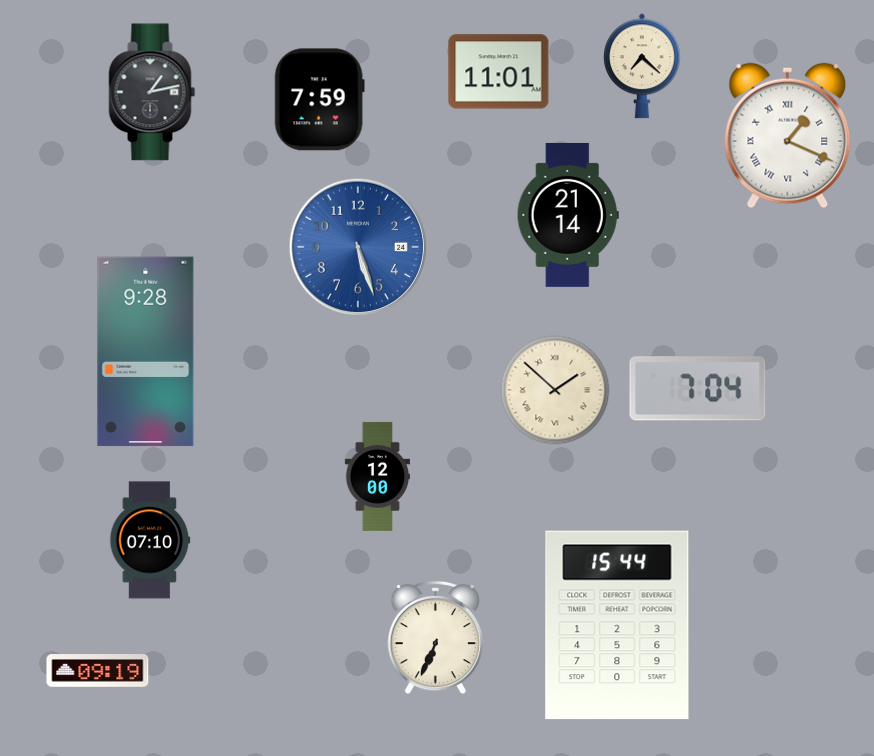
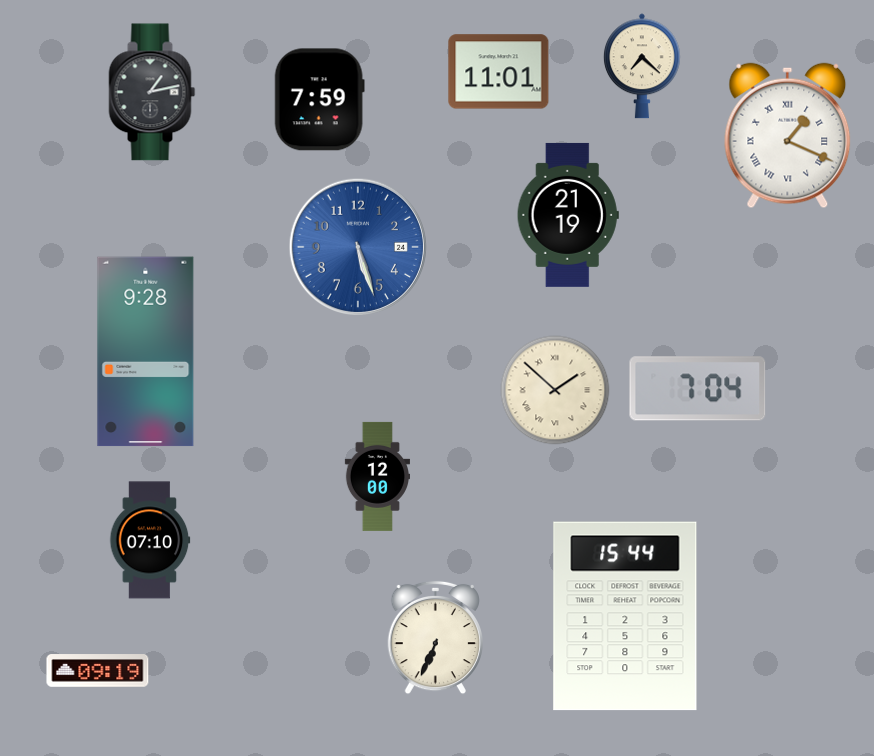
clock at (568, 215): 21:14 -> 21:19
clock at (617, 625) position: (617, 625) -> (625, 616)
